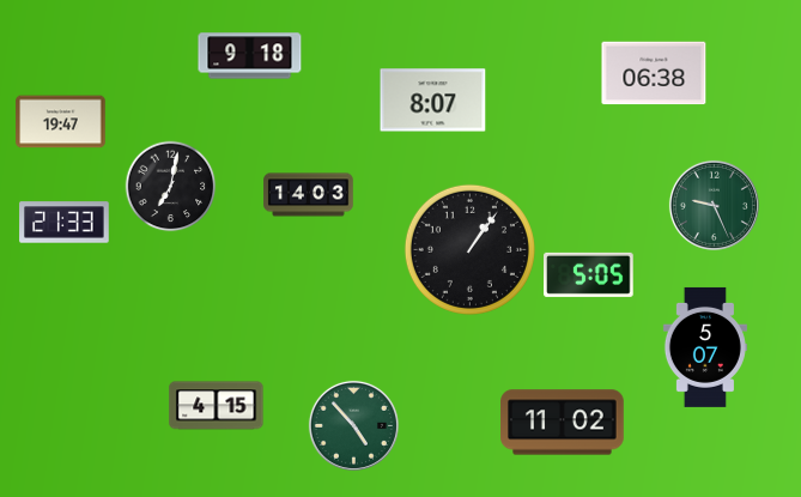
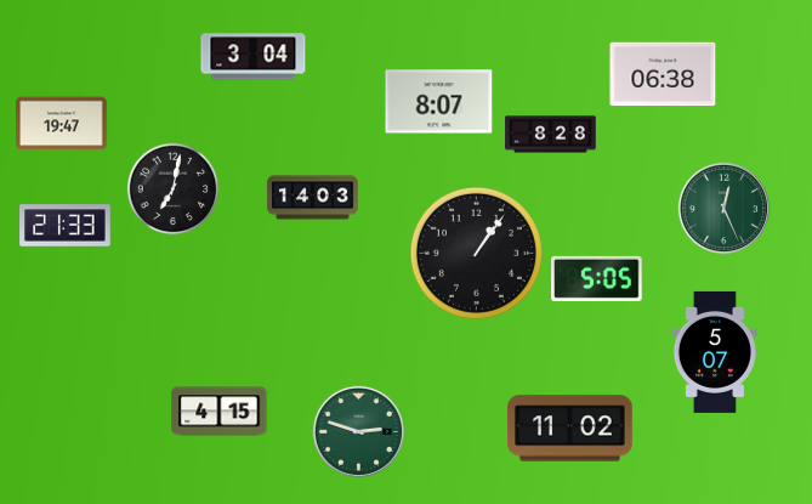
clock at (250, 56): 9:18 -> 3:04
clock at (551, 135): none -> 8:28
clock at (714, 205): 9:26 -> 12:26
clock at (353, 425): 4:53 -> 2:48
